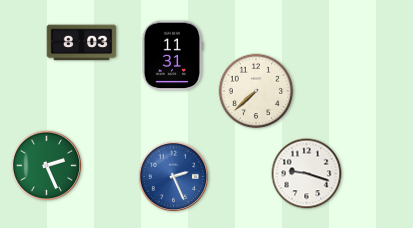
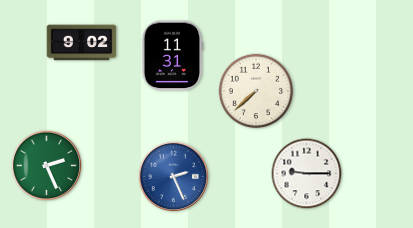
clock at (82, 43): 8:03 -> 9:02
clock at (307, 174): 9:18 -> 9:15
